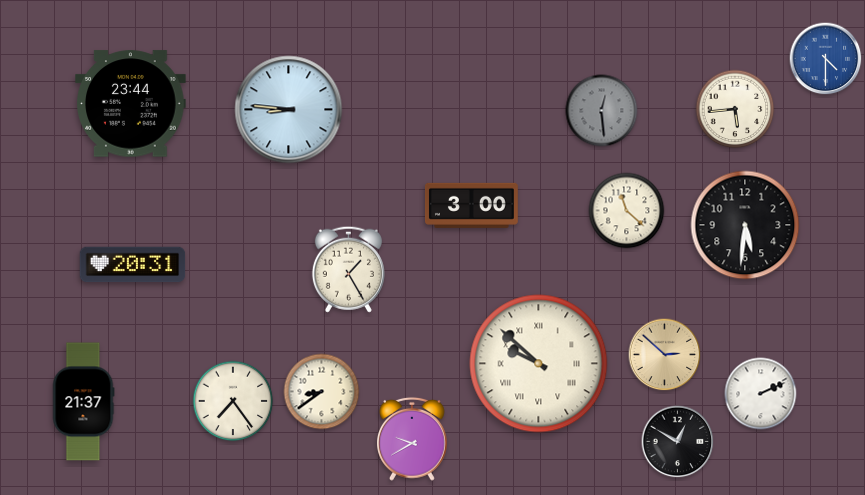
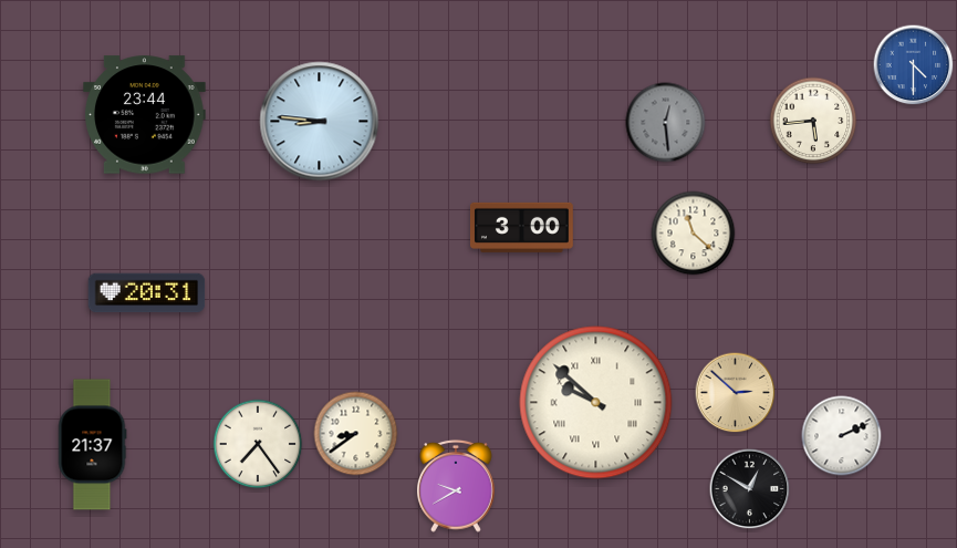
clock at (745, 225): 5:31 -> none
clock at (348, 269): 1:25 -> none
